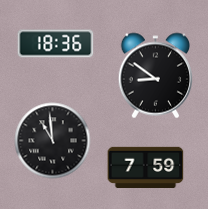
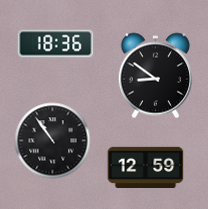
clock at (53, 141): 10:59 -> 10:54
clock at (146, 167): 7:59 -> 12:59
